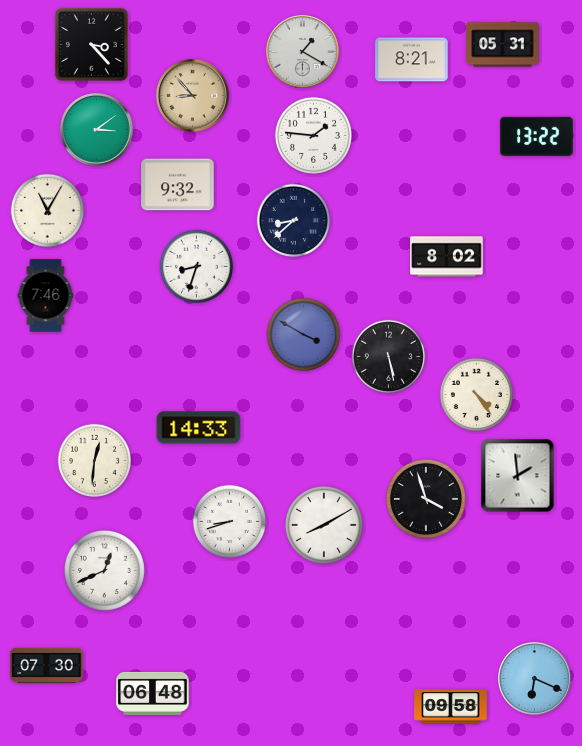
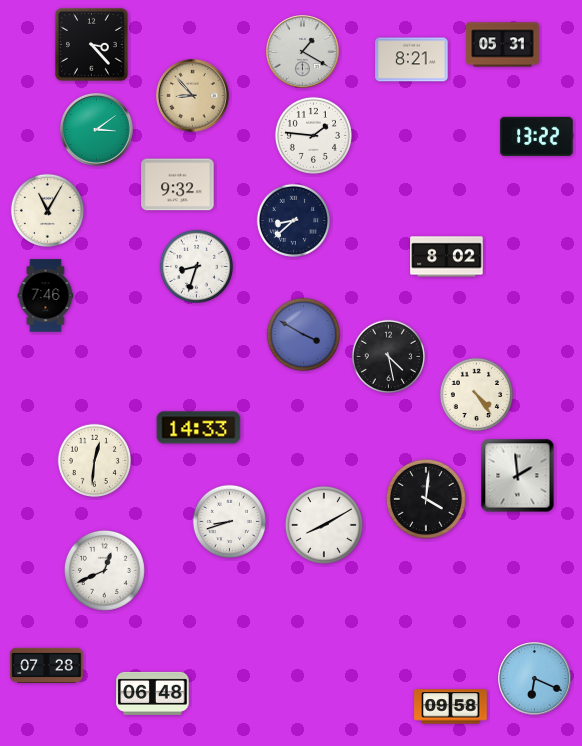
clock at (388, 356): 5:28 -> 4:28
clock at (426, 499): 3:57 -> 4:01
clock at (47, 665): 07:30 -> 07:28
